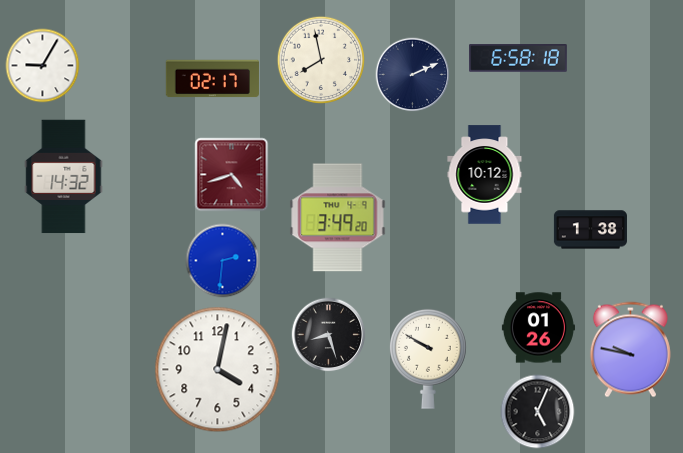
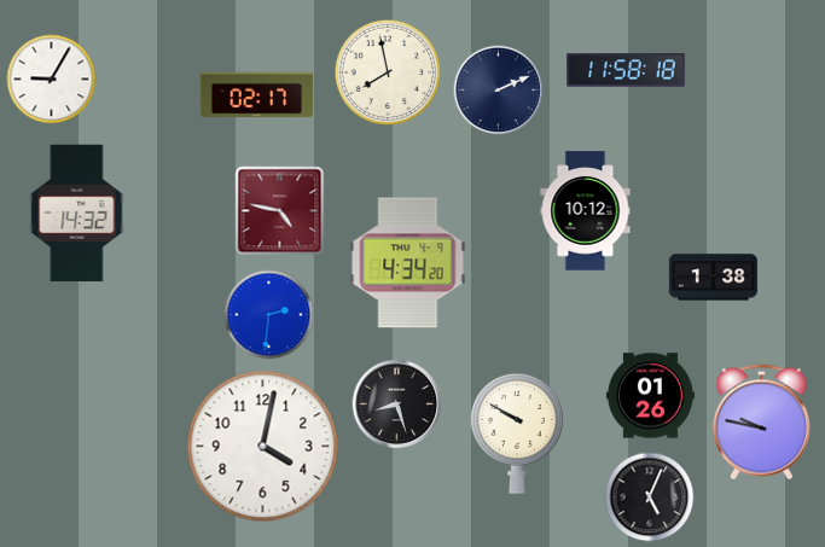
clock at (518, 58): 6:58 -> 11:58
clock at (232, 175): 4:42 -> 4:47
clock at (338, 218): 3:49 -> 4:34
